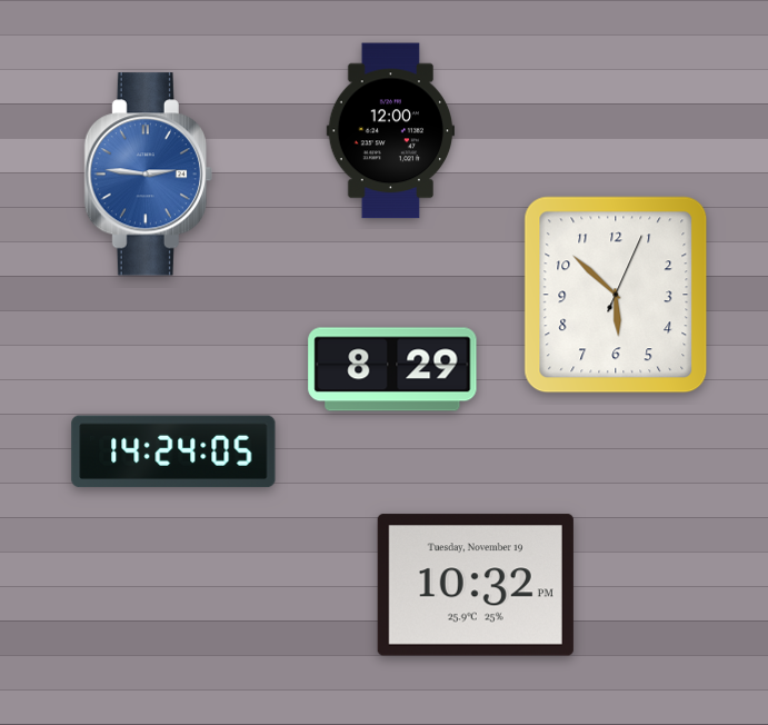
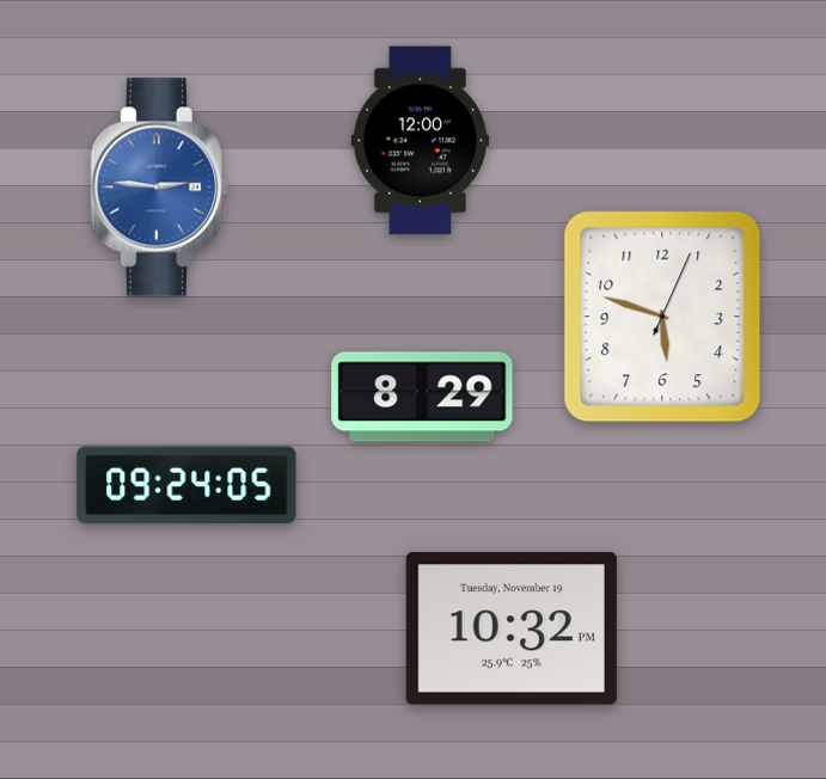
clock at (616, 295): 5:52 -> 5:48
clock at (173, 451): 14:24 -> 09:24
